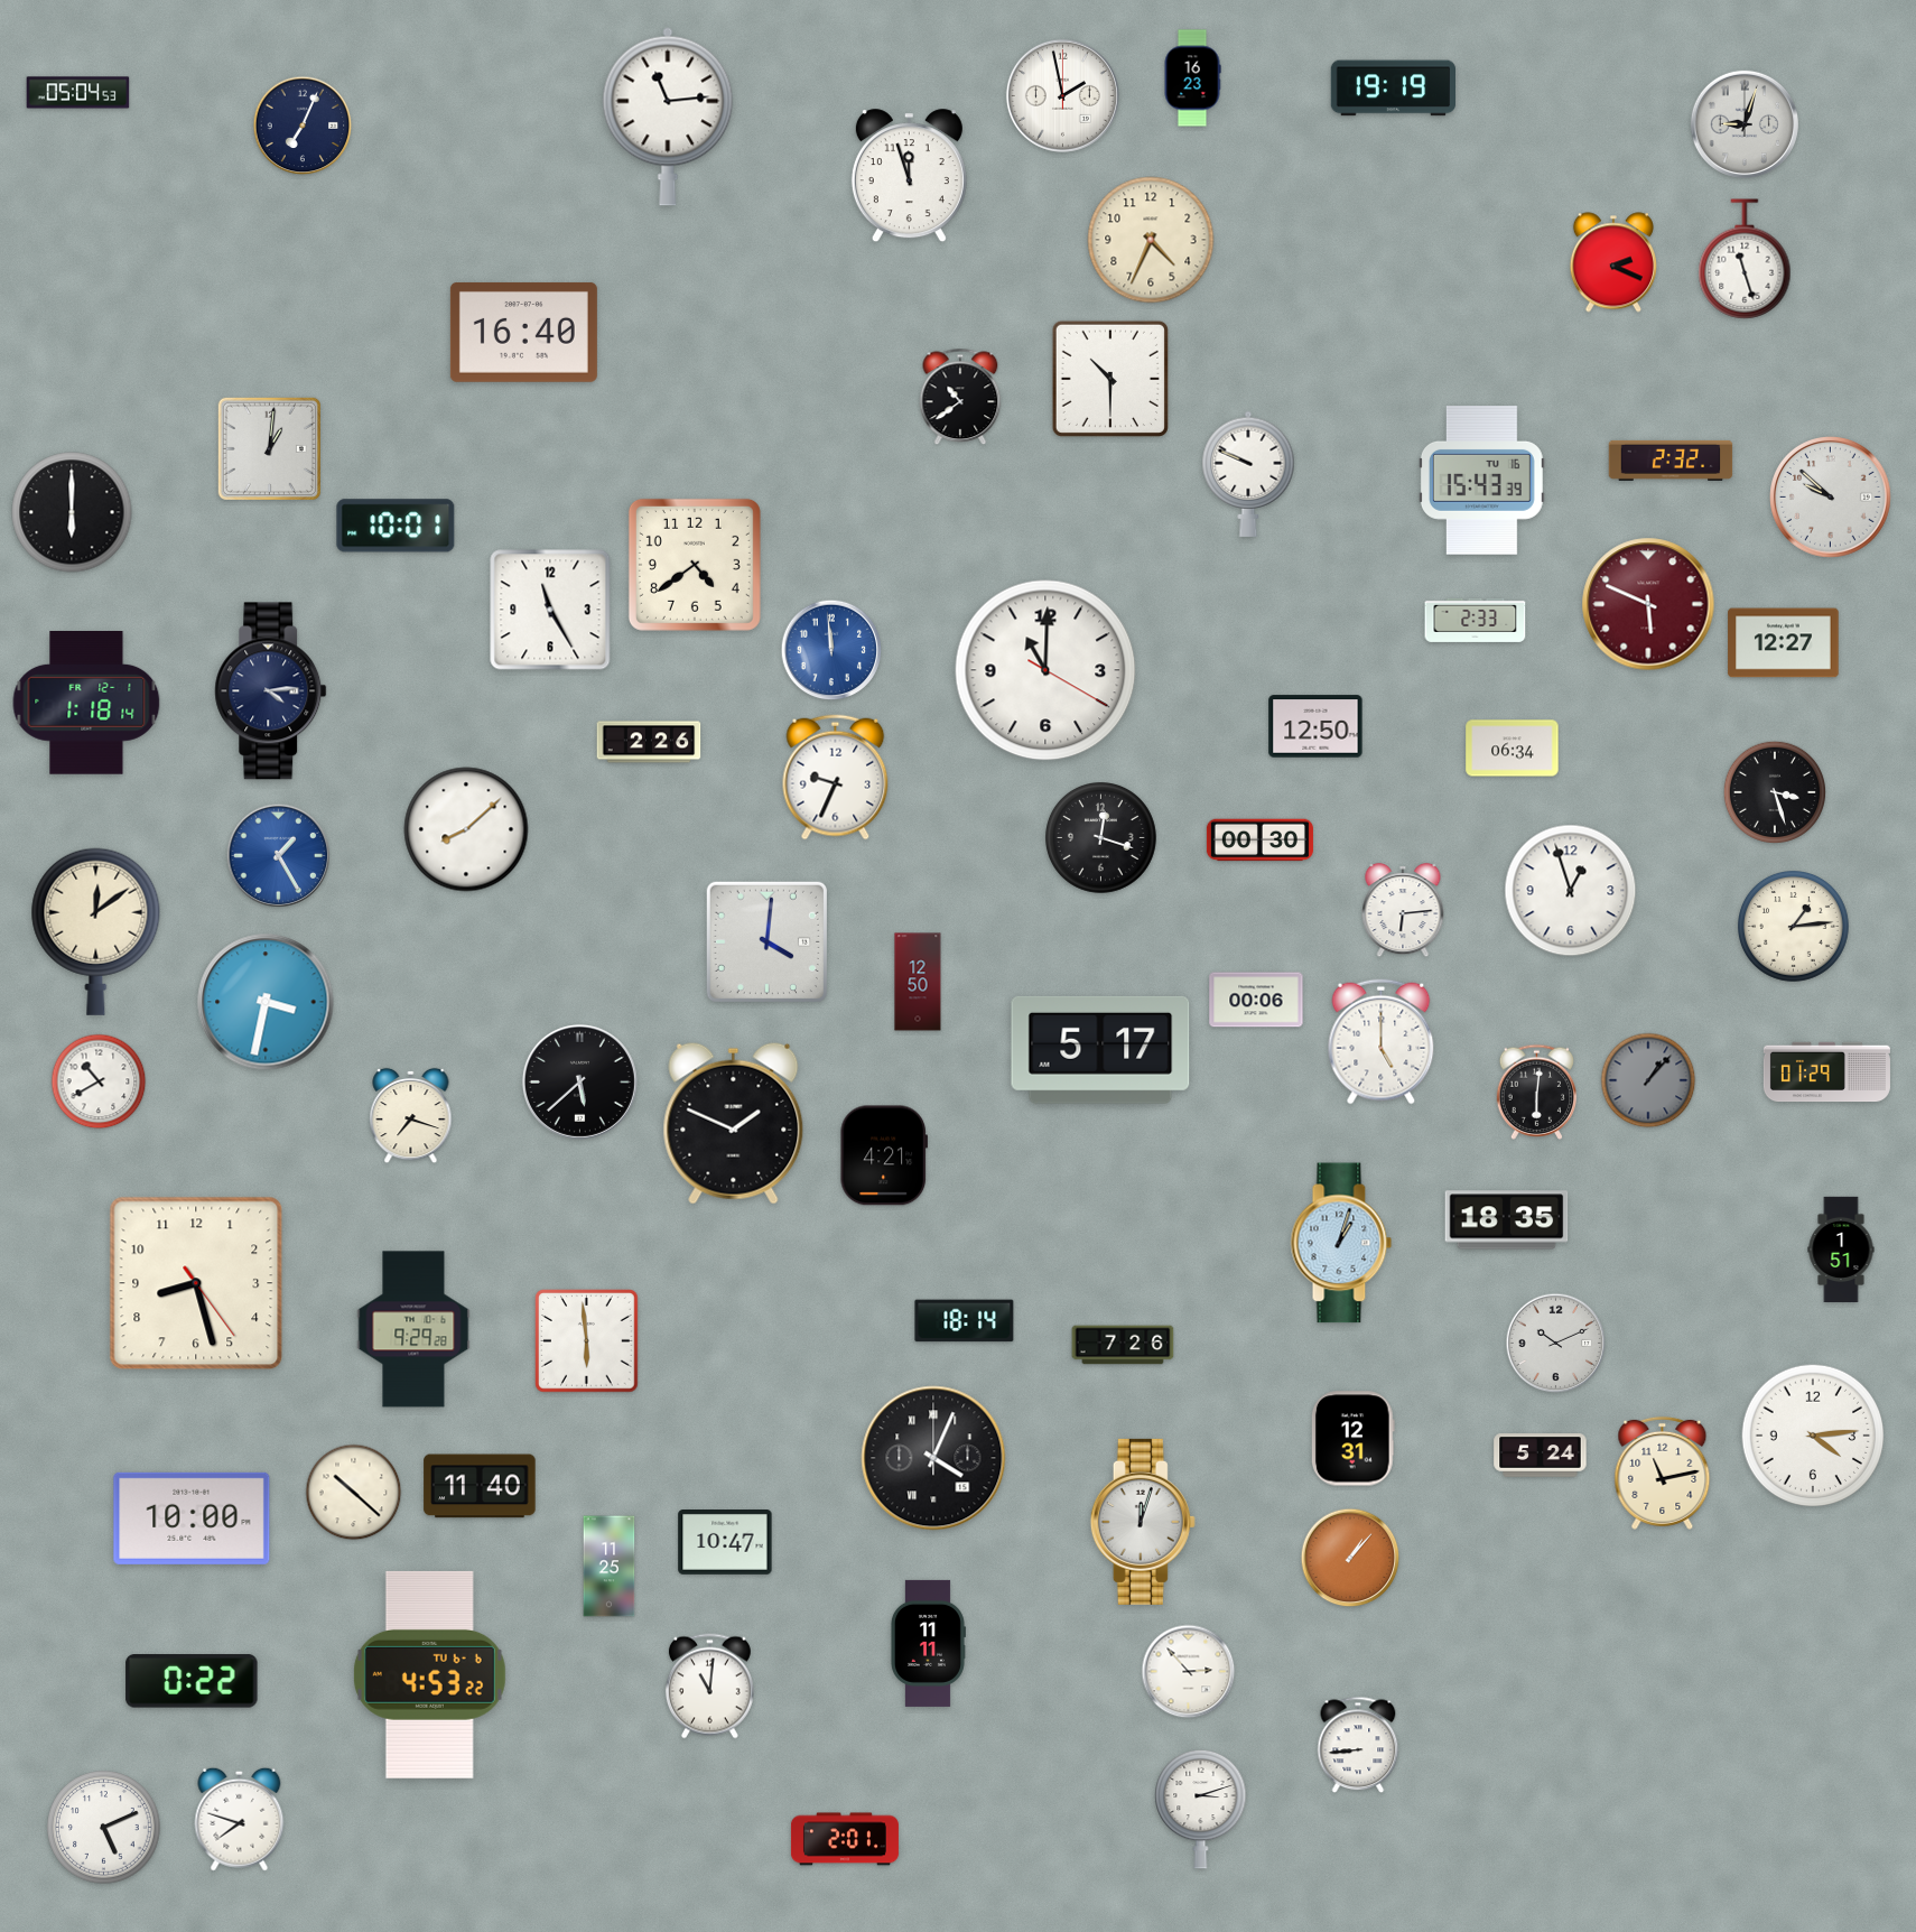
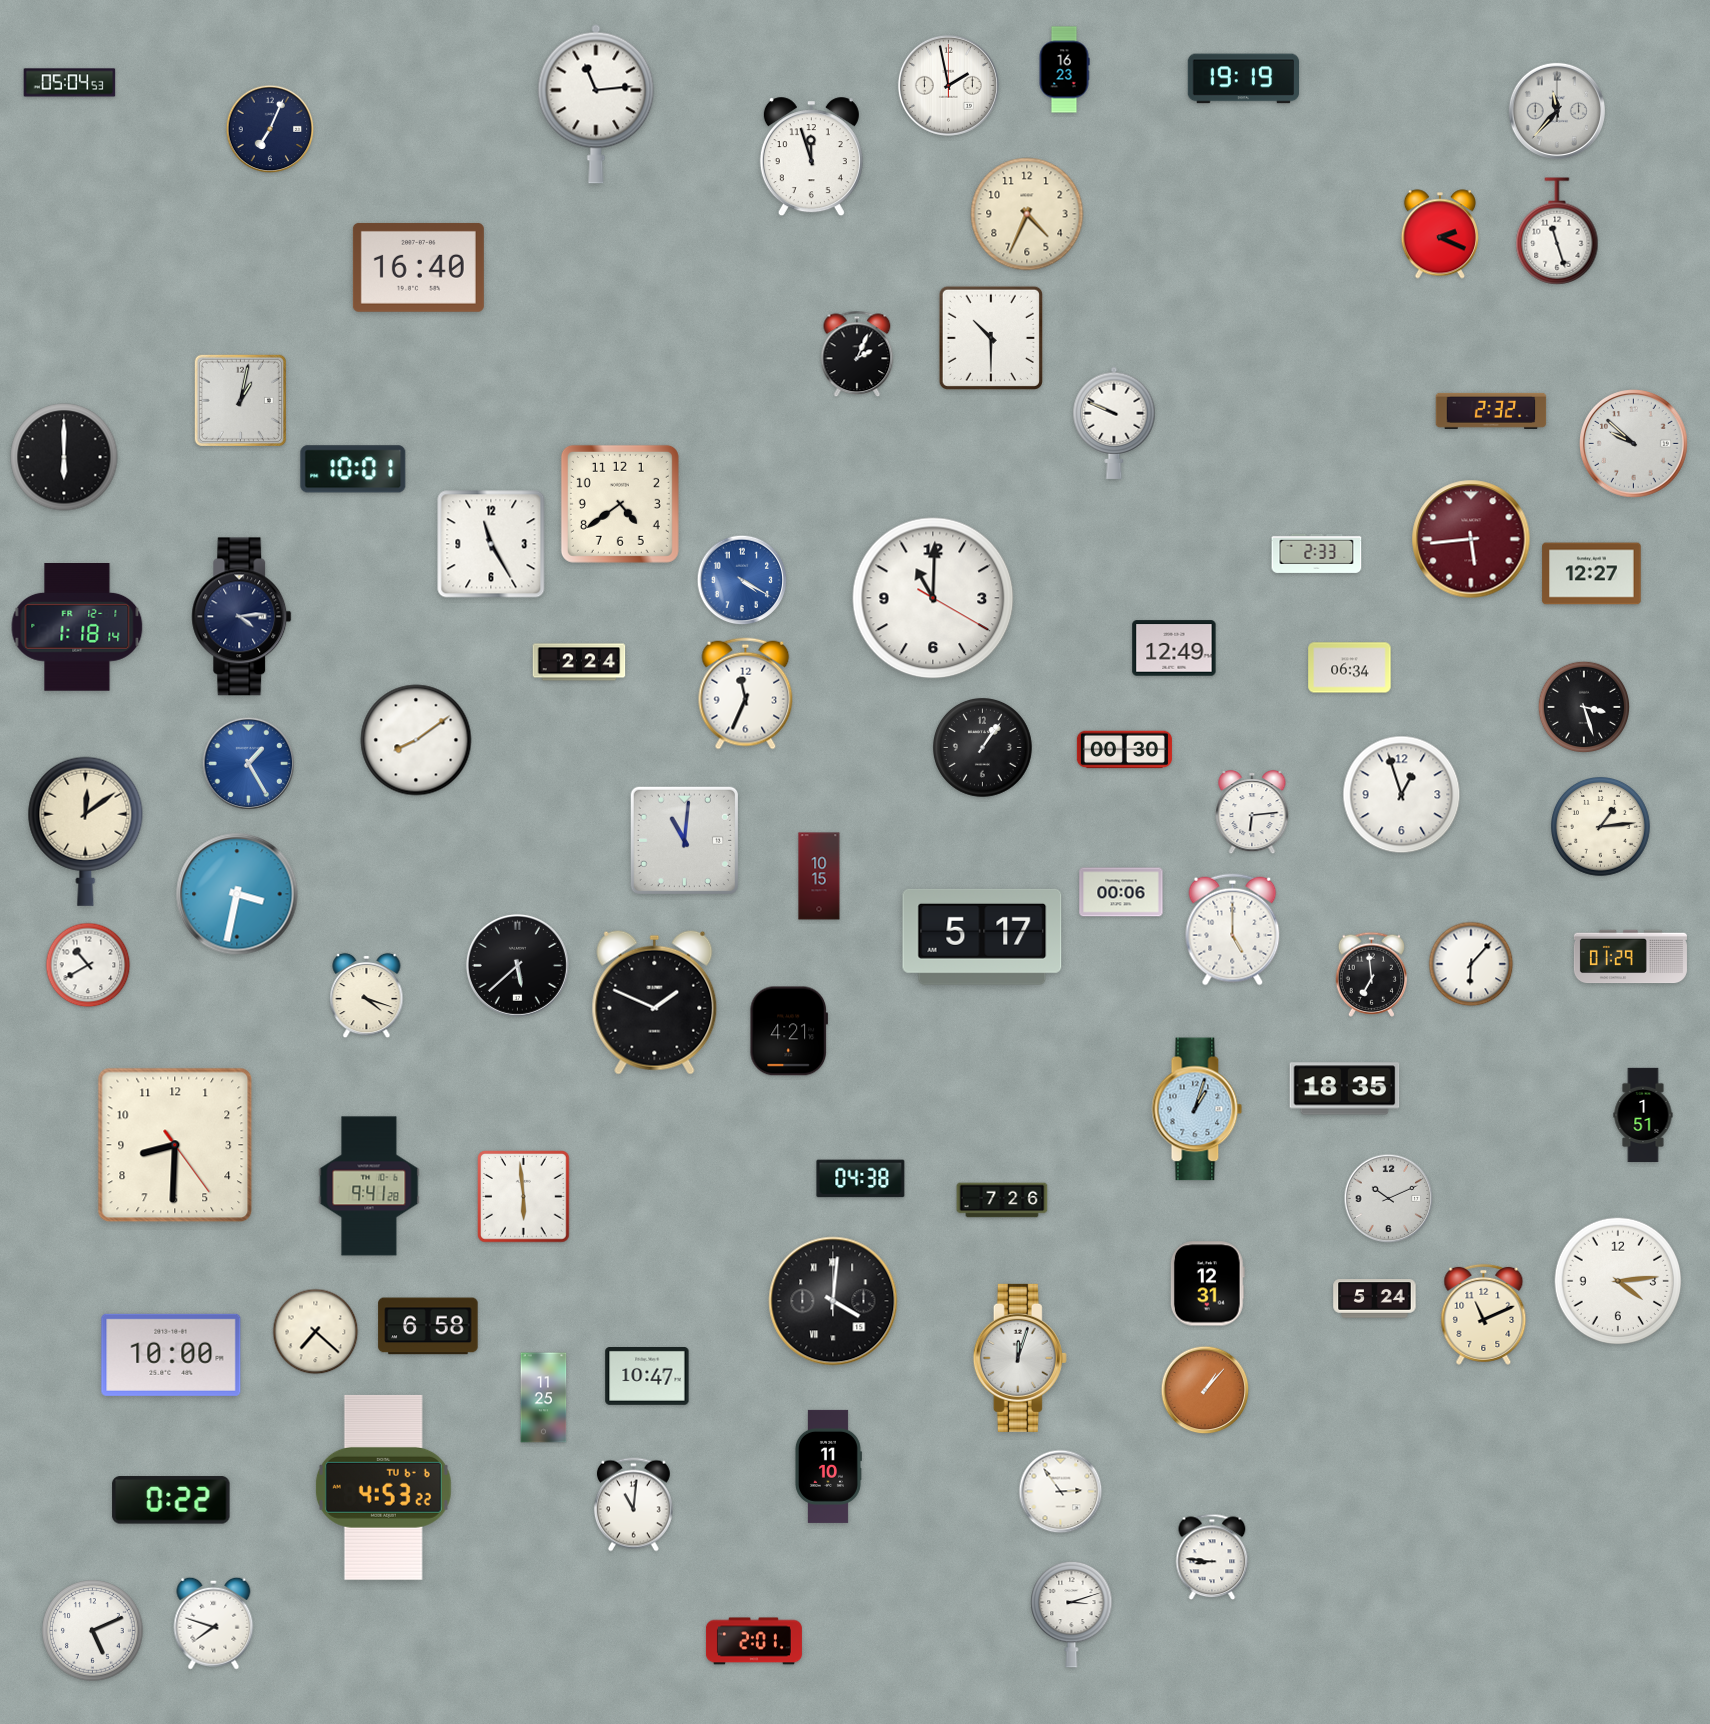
clock at (1745, 124): 9:03 -> 11:37
clock at (303, 126) position: (303, 126) -> (270, 129)
clock at (523, 332) position: (523, 332) -> (418, 267)
clock at (960, 397): 10:39 -> 2:04
clock at (269, 448): 1:01 -> 1:02
clock at (1481, 481): 15:43 -> none
clock at (1648, 604): 5:49 -> 5:44
clock at (831, 650): 11:59 -> 4:20
clock at (1315, 726): 12:50 -> 12:49
clock at (649, 742): 2:26 -> 2:24
clock at (836, 778): 9:34 -> 11:34
clock at (466, 829): 8:08 -> 8:09
clock at (1101, 838): 12:18 -> 1:06
clock at (766, 941): 4:01 -> 11:01
clock at (918, 982): 12:50 -> 10:15
clock at (1648, 1080): 1:07 -> 6:07
clock at (1648, 1080) dial: grey -> white
clock at (1537, 1092): 6:01 -> 6:59
clock at (411, 1116): 7:18 -> 4:18
clock at (196, 1283): 8:27 -> 8:30
clock at (965, 1321): 18:14 -> 04:38
clock at (413, 1329): 9:29 -> 9:41
clock at (933, 1458): 4:04 -> 4:01
clock at (1663, 1473): 11:13 -> 11:11
clock at (480, 1486): 11:40 -> 6:58
clock at (354, 1493): 10:22 -> 7:22
clock at (928, 1643): 11:11 -> 11:10
clock at (1189, 1672): 2:53 -> 2:54
clock at (429, 1674) position: (429, 1674) -> (383, 1487)
clock at (1358, 1745): 8:44 -> 8:46
